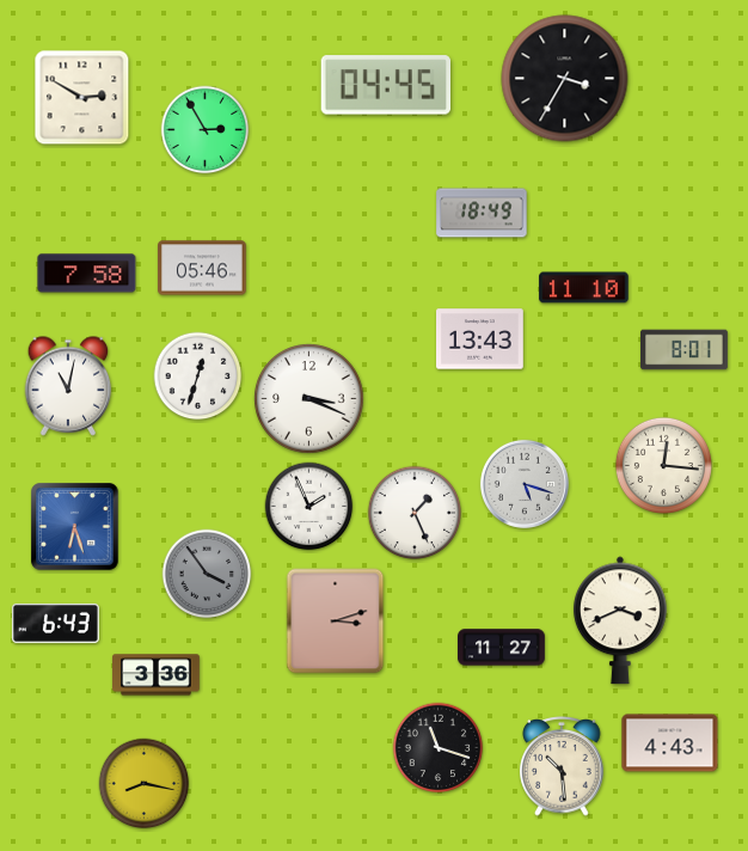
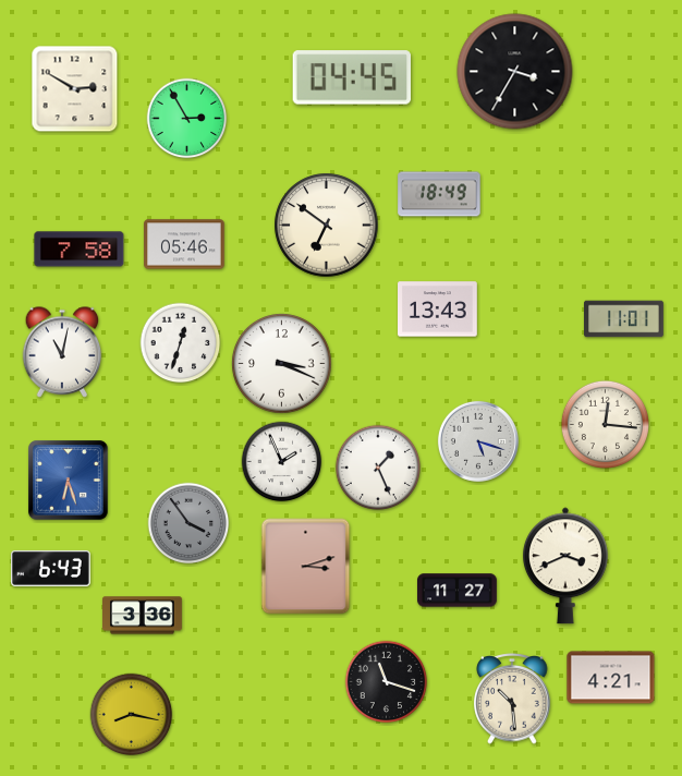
clock at (327, 226): none -> 6:51
clock at (584, 288): 11:10 -> none
clock at (685, 350): 8:01 -> 11:01
clock at (670, 743): 4:43 -> 4:21
clock at (439, 748) position: (439, 748) -> (387, 682)
